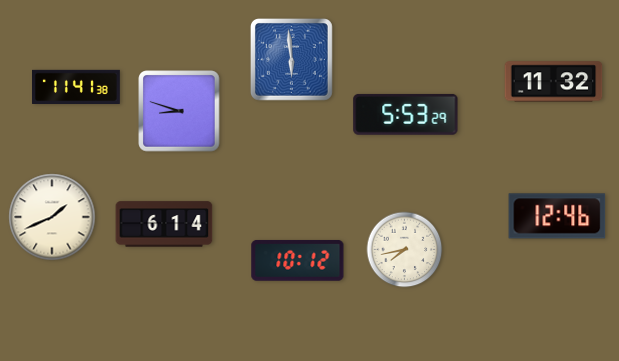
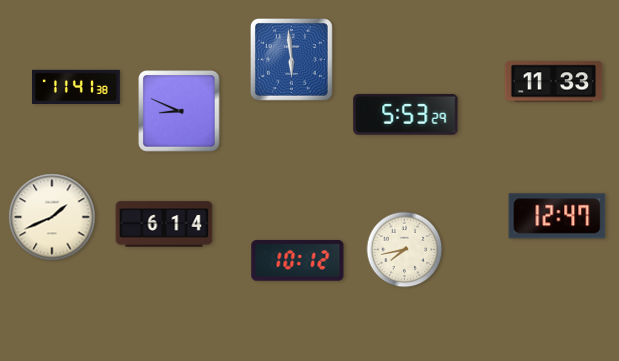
clock at (554, 82): 11:32 -> 11:33
clock at (179, 111): 8:48 -> 8:49
clock at (557, 216): 12:46 -> 12:47
